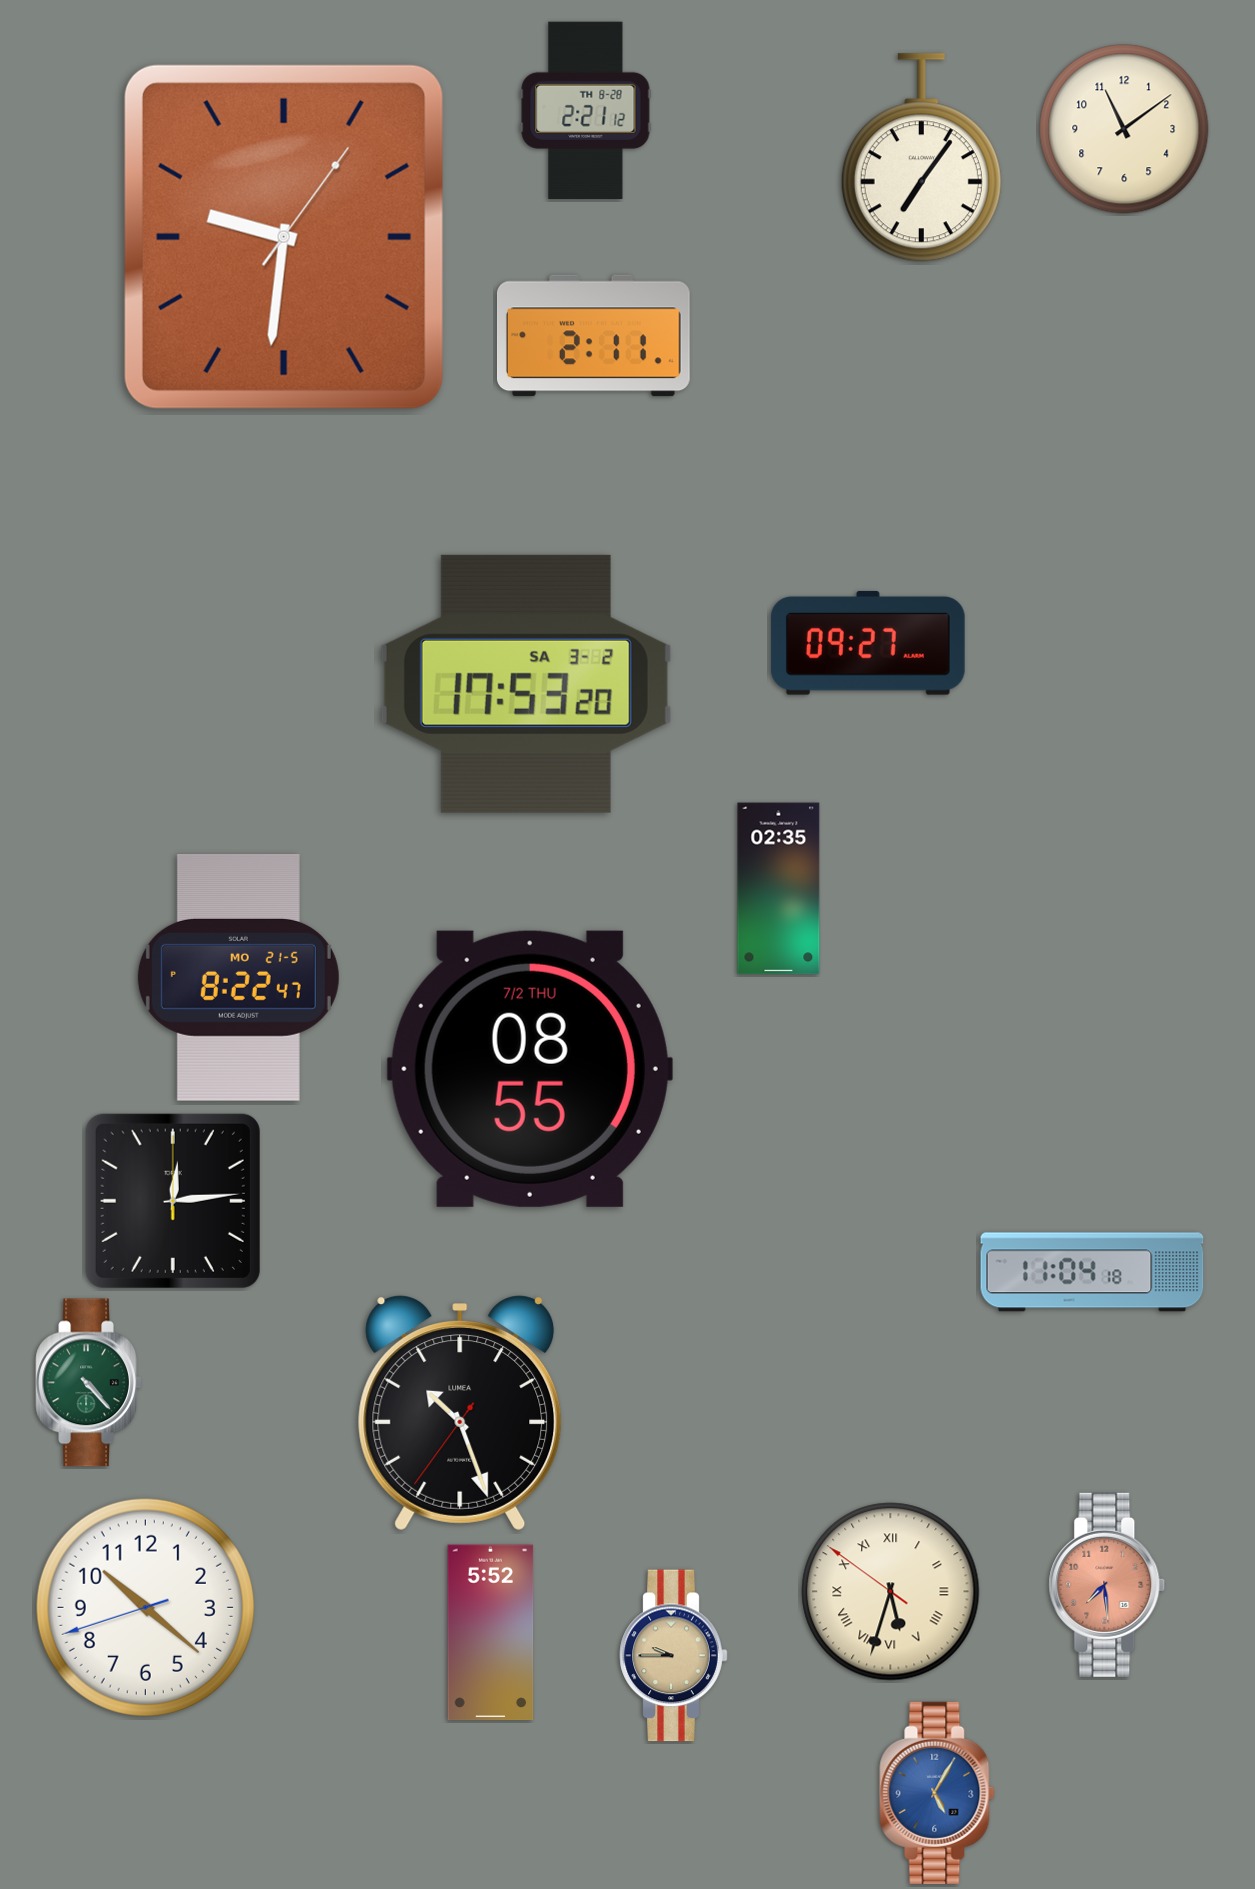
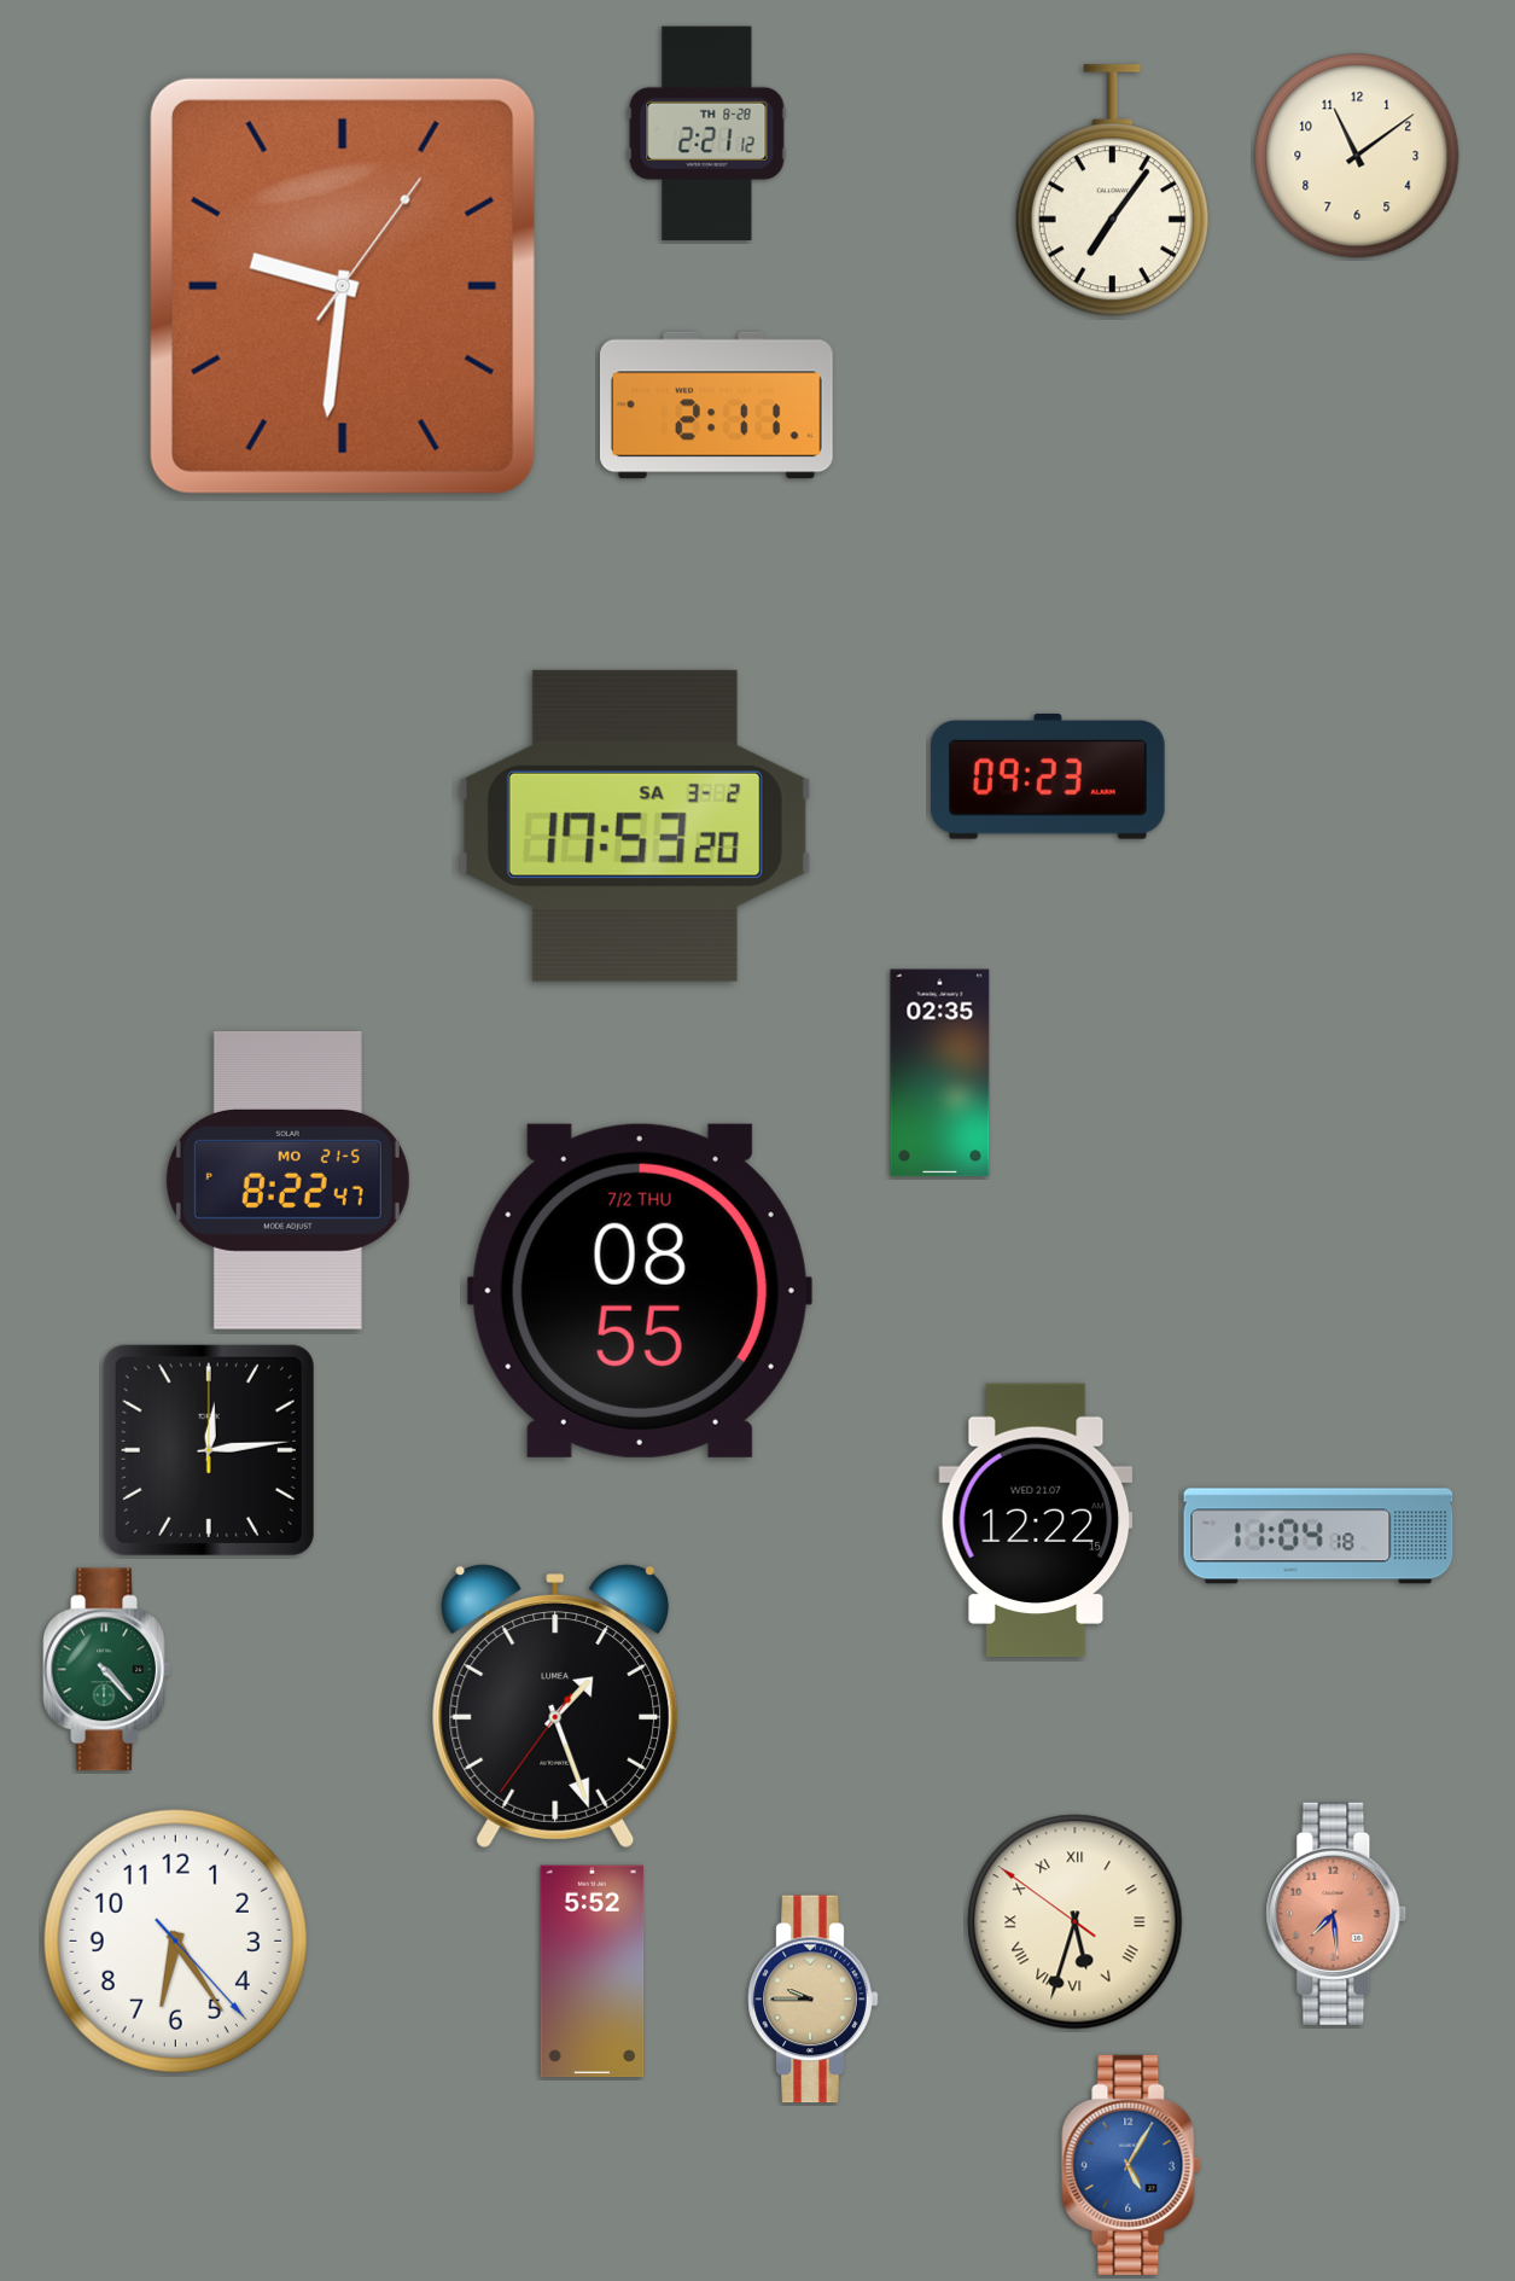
clock at (868, 643): 09:27 -> 09:23
clock at (1036, 1520): none -> 12:22
clock at (460, 1413): 10:26 -> 1:26
clock at (145, 1607): 10:21 -> 6:24
